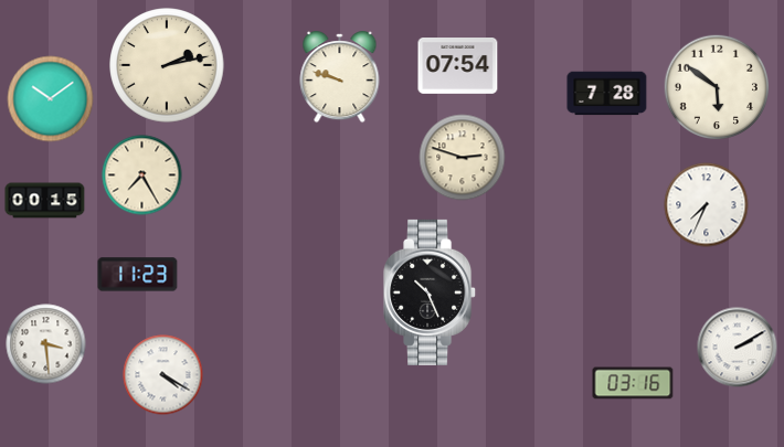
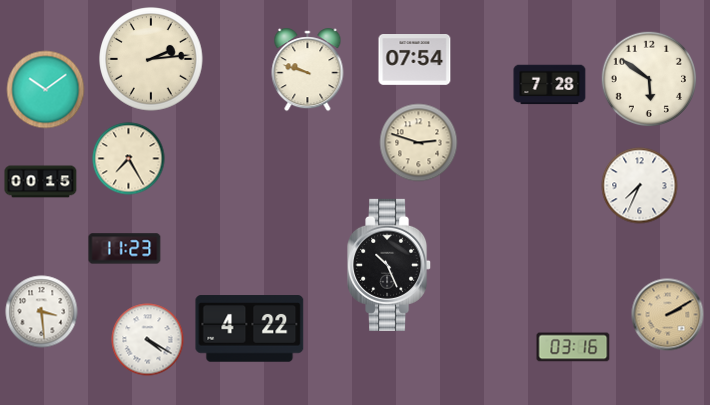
clock at (167, 65): 2:13 -> 2:14
clock at (738, 348) dial: white -> champagne
clock at (250, 329): none -> 4:22
